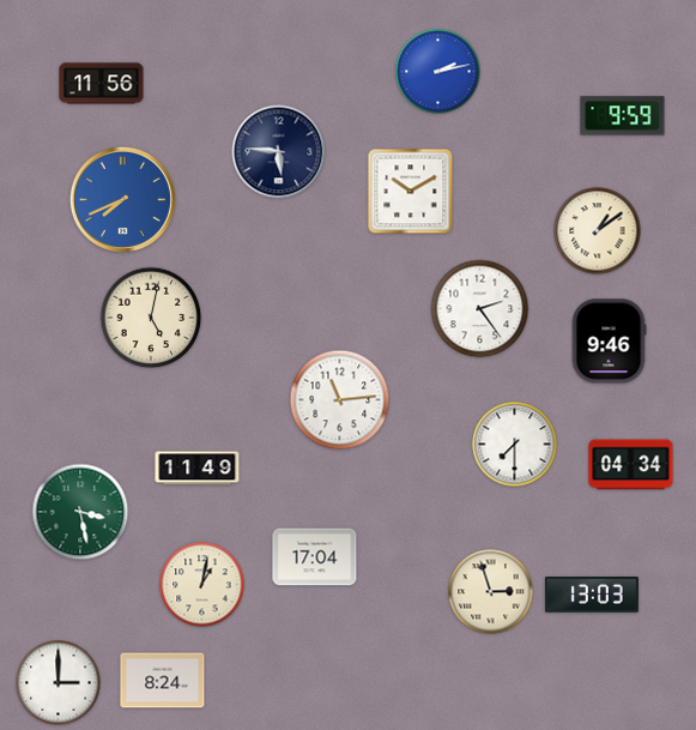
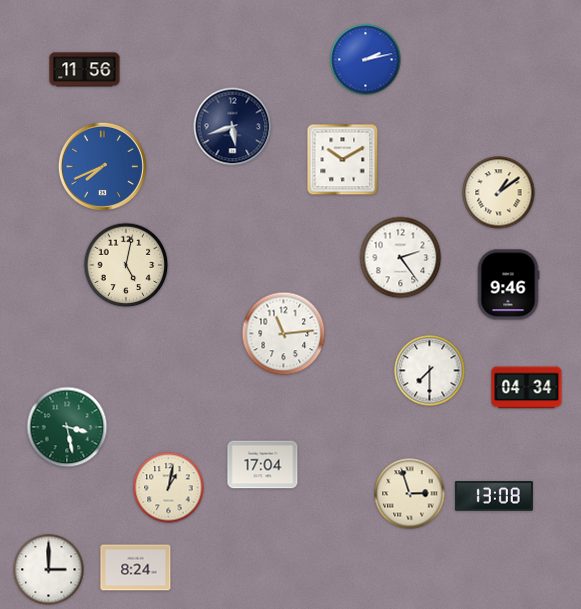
clock at (623, 116): 9:59 -> none
clock at (279, 152): 5:46 -> 5:42
clock at (198, 469): 11:49 -> none
clock at (592, 595): 13:03 -> 13:08
